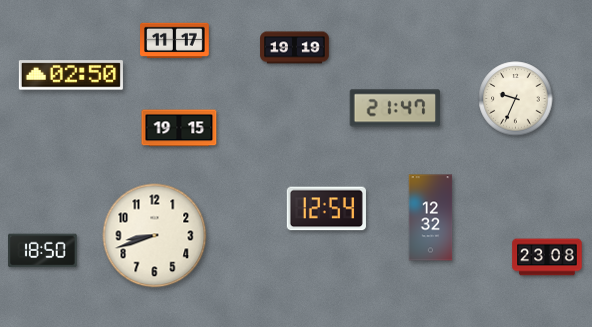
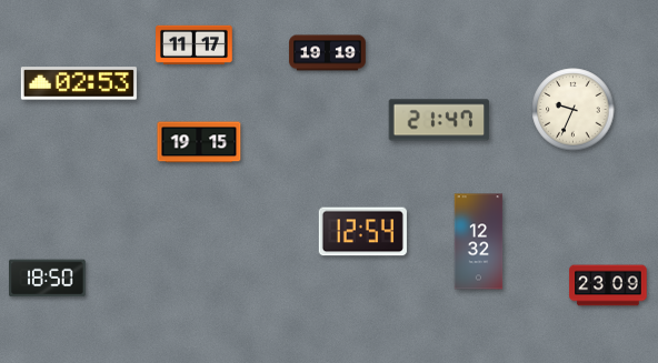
clock at (71, 75): 02:50 -> 02:53
clock at (155, 236): 8:42 -> none
clock at (547, 257): 23:08 -> 23:09
